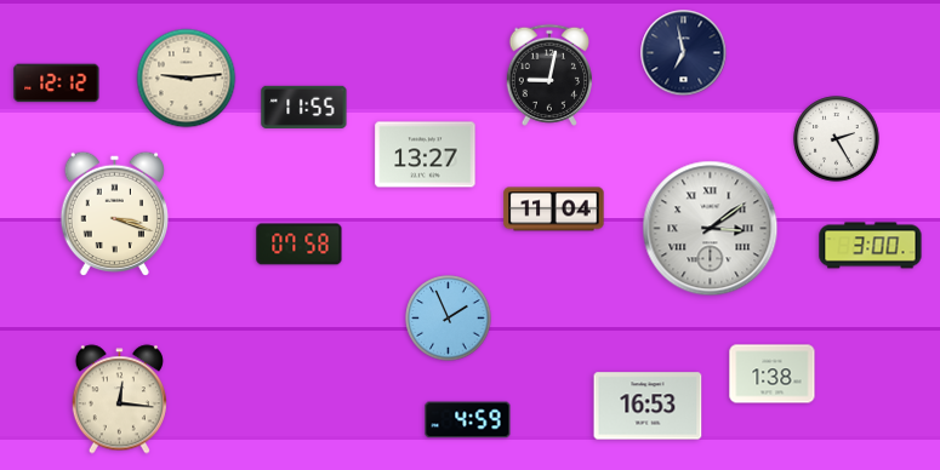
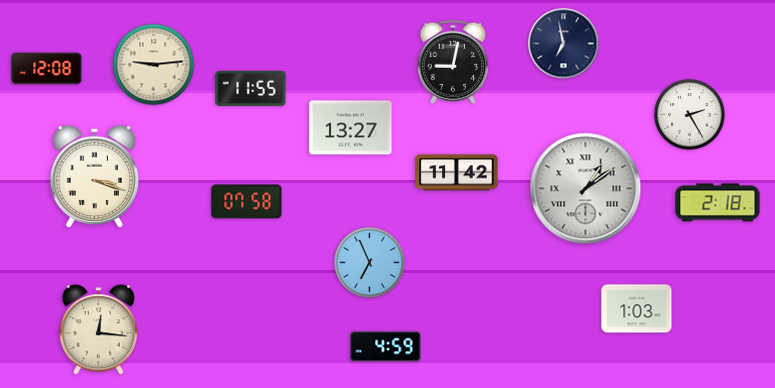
clock at (57, 84): 12:12 -> 12:08
clock at (554, 210): 11:04 -> 11:42
clock at (711, 229): 3:09 -> 1:09
clock at (871, 246): 3:00 -> 2:18
clock at (449, 319): 1:56 -> 6:56
clock at (773, 374): 1:38 -> 1:03
clock at (648, 406): 16:53 -> none
